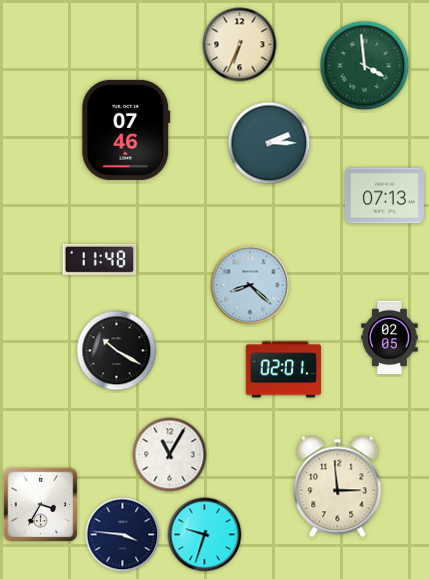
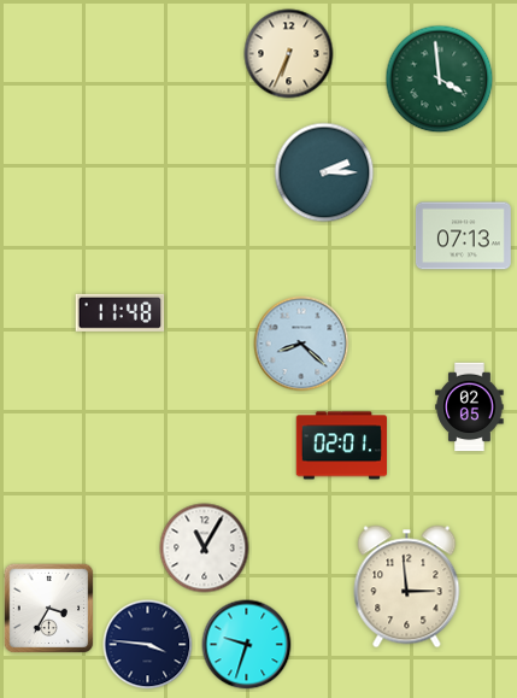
clock at (126, 130): 07:46 -> none
clock at (117, 351): 10:20 -> none
